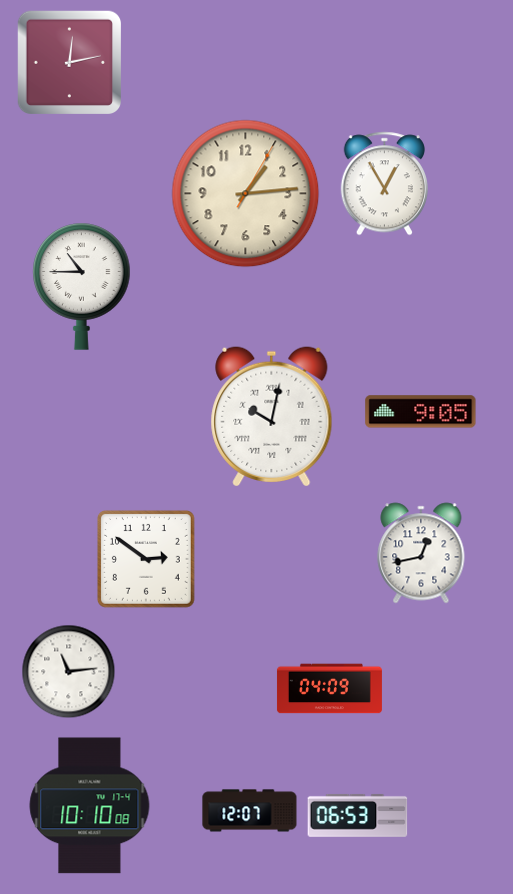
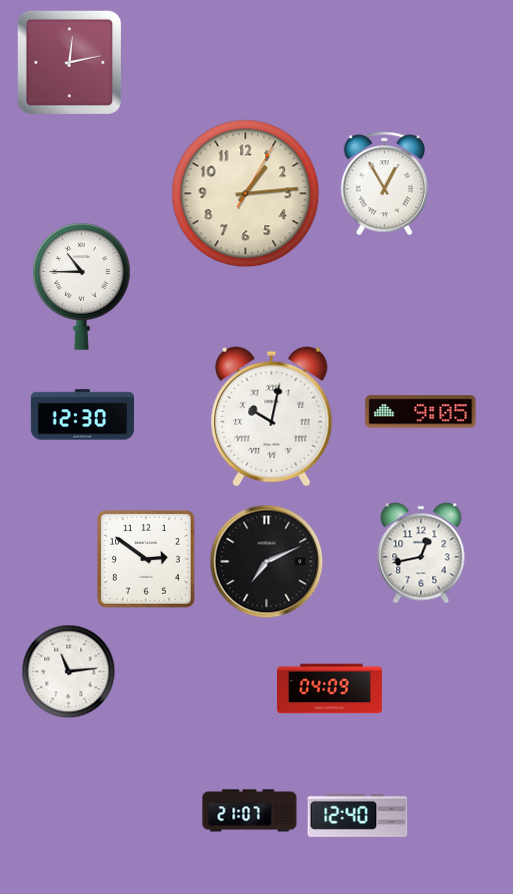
clock at (82, 415): none -> 12:30
clock at (267, 562): none -> 7:11
clock at (90, 806): 10:10 -> none
clock at (250, 811): 12:07 -> 21:07
clock at (358, 815): 06:53 -> 12:40
